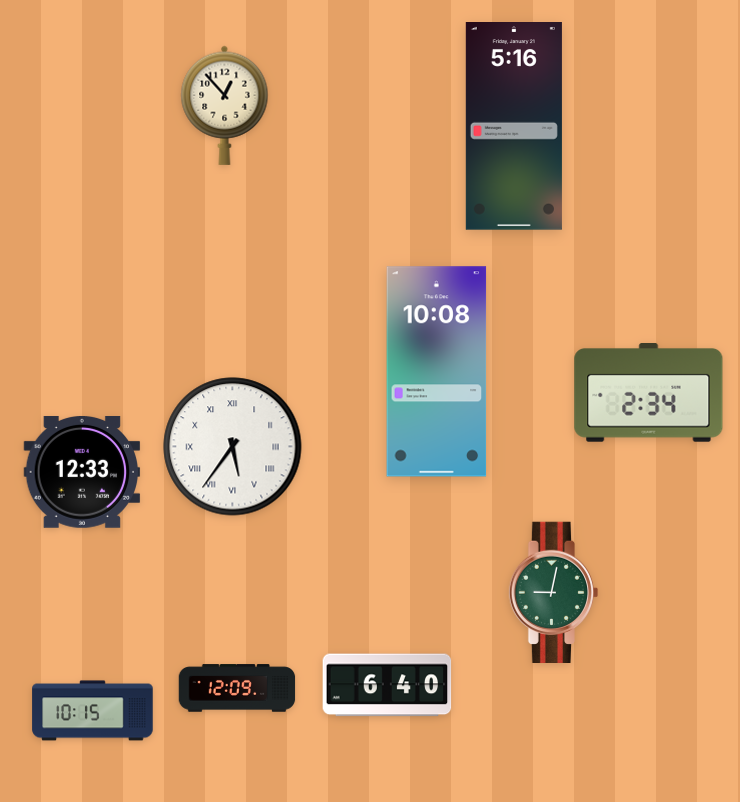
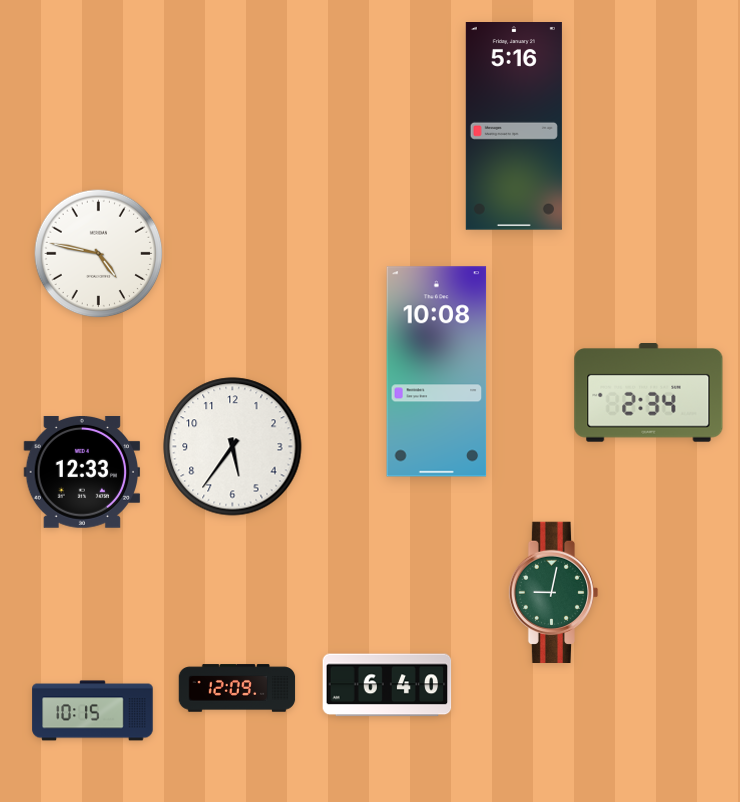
clock at (225, 105): 12:53 -> none
clock at (99, 254): none -> 4:47
clock at (233, 447) numerals: Roman -> Arabic
